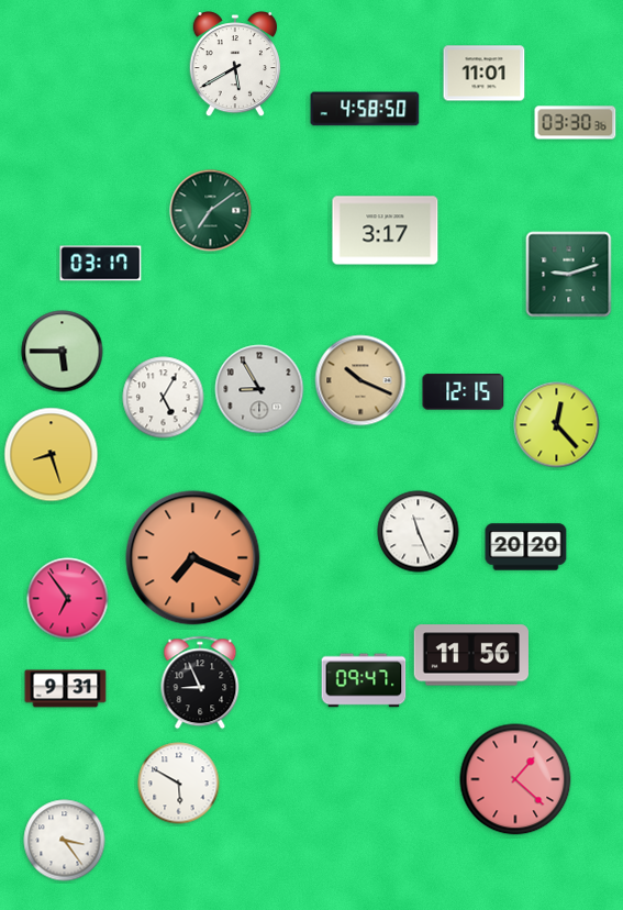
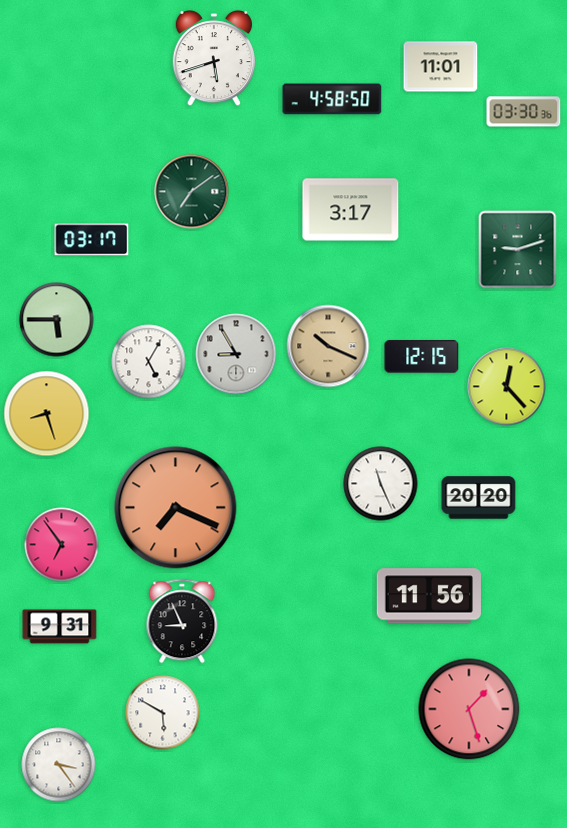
clock at (234, 64): 5:40 -> 5:42
clock at (364, 680): 09:47 -> none
clock at (515, 779): 1:22 -> 1:27
